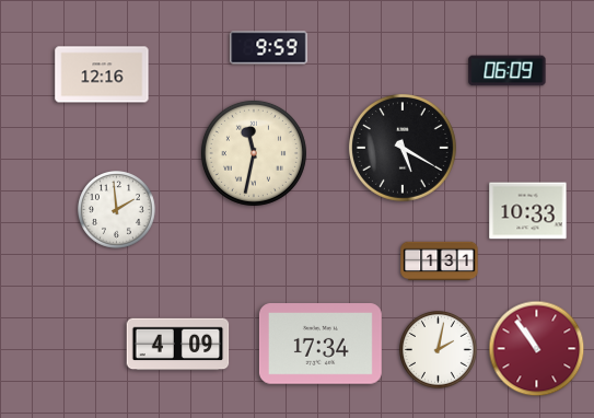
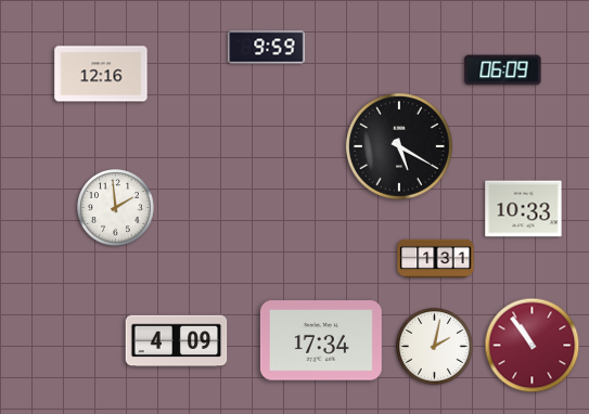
clock at (254, 153): 11:32 -> none
clock at (321, 344) position: (321, 344) -> (321, 340)
